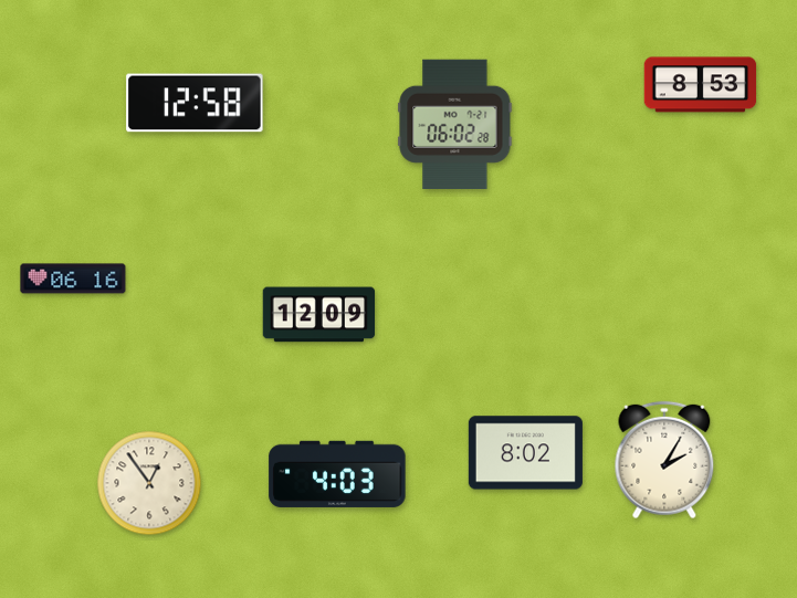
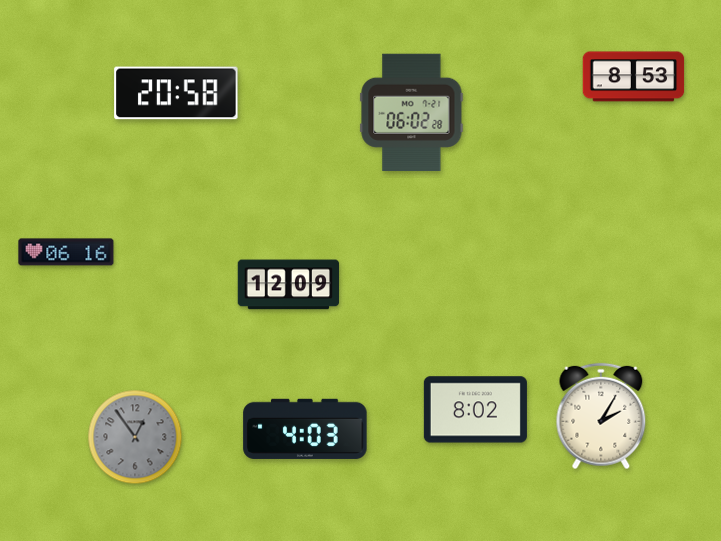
clock at (195, 103): 12:58 -> 20:58
clock at (149, 483) dial: cream -> grey
